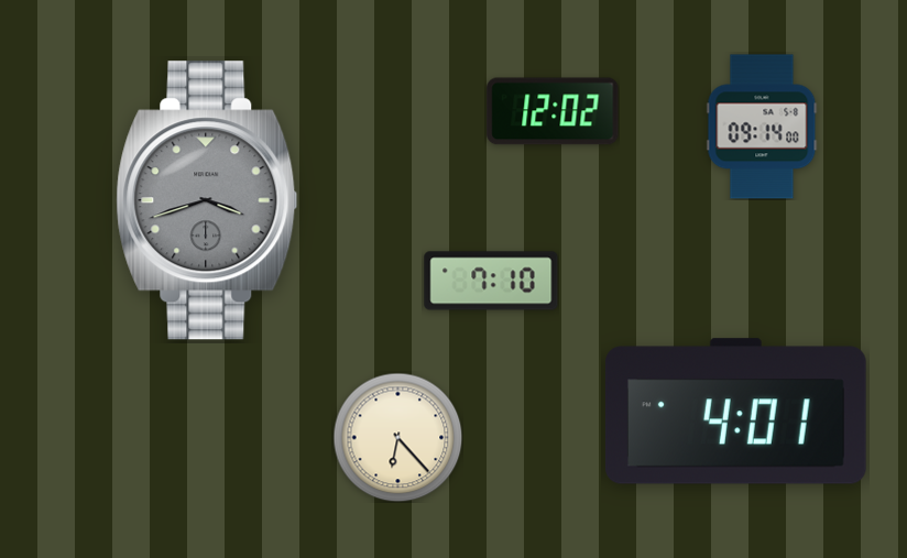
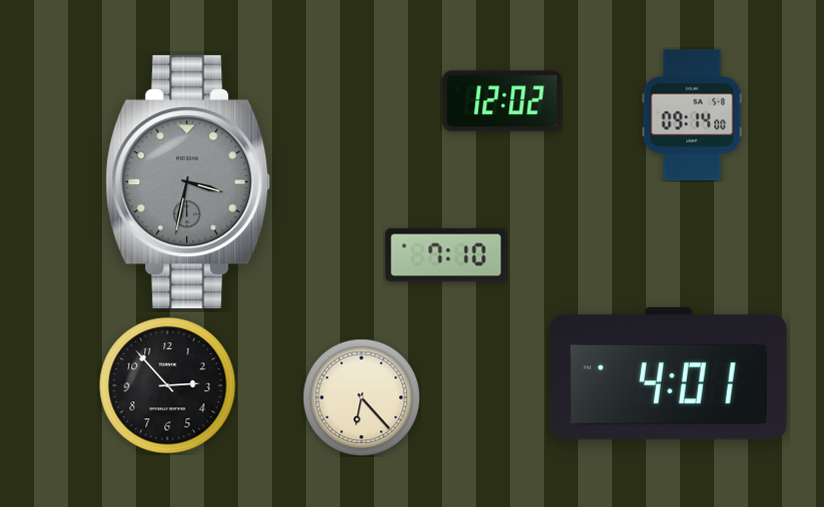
clock at (207, 200): 3:42 -> 3:32
clock at (168, 386): none -> 2:53
